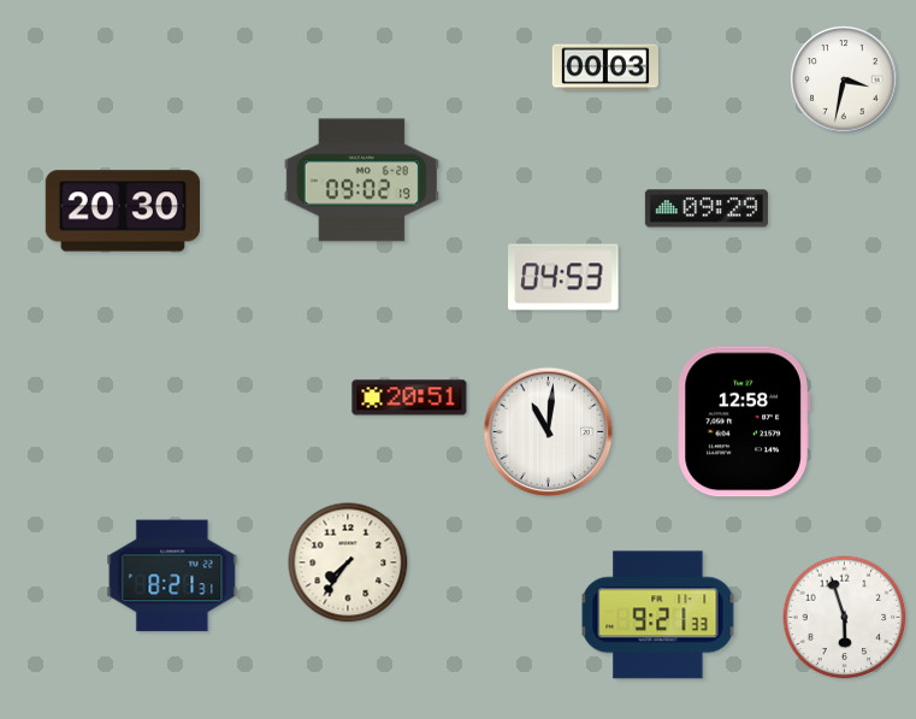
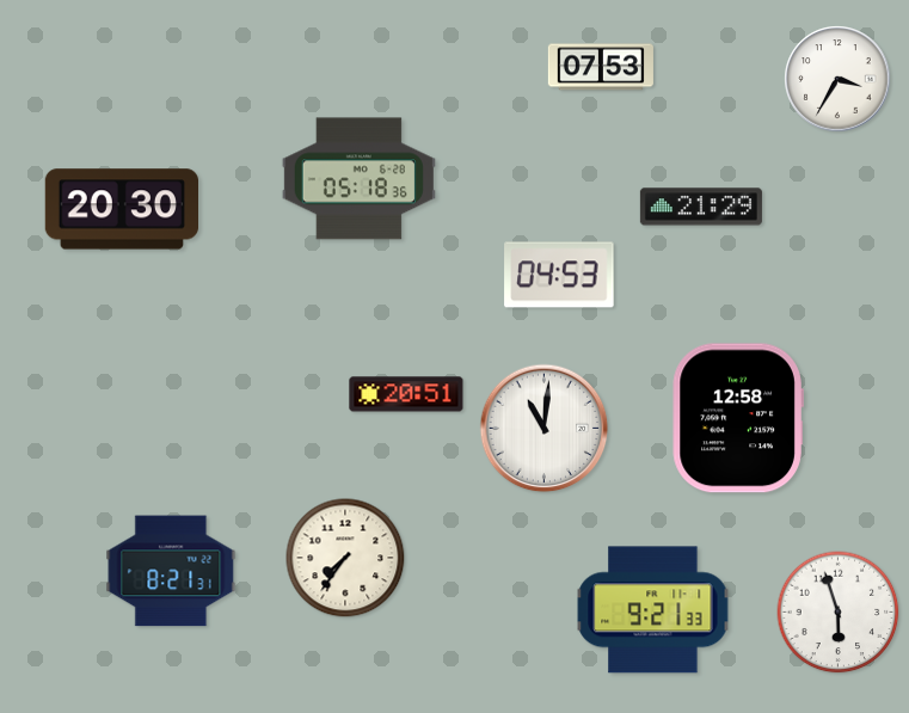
clock at (605, 67): 00:03 -> 07:53
clock at (844, 79): 3:32 -> 3:35
clock at (361, 181): 09:02 -> 05:18
clock at (707, 208): 09:29 -> 21:29
